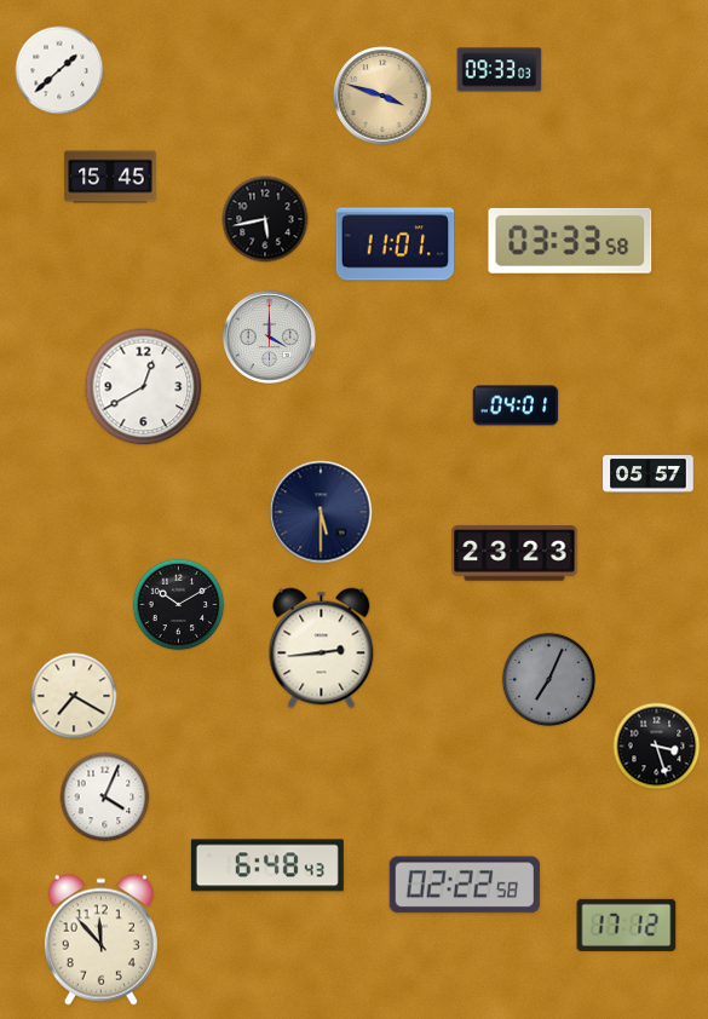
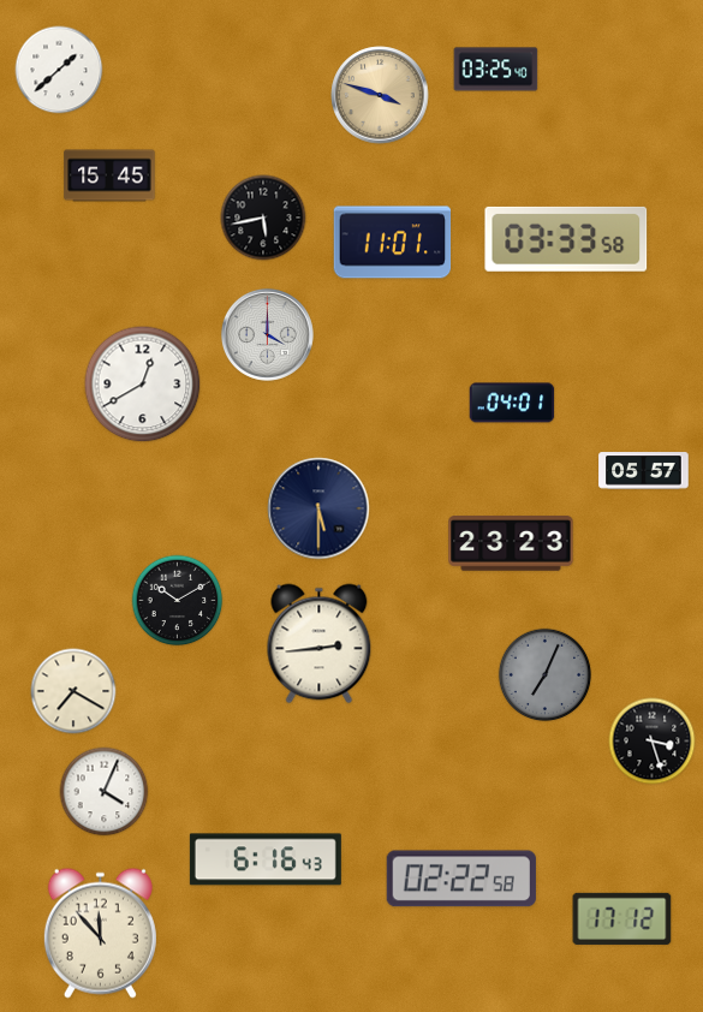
clock at (500, 70): 09:33 -> 03:25
clock at (514, 553) position: (514, 553) -> (511, 543)
clock at (267, 865): 6:48 -> 6:16
